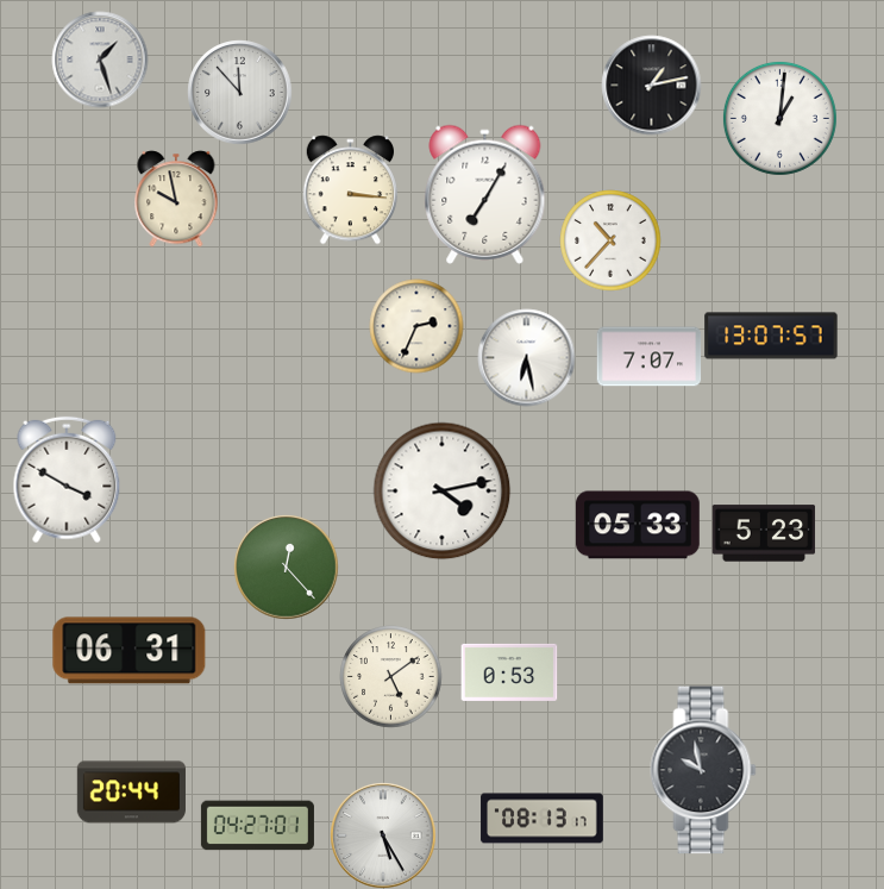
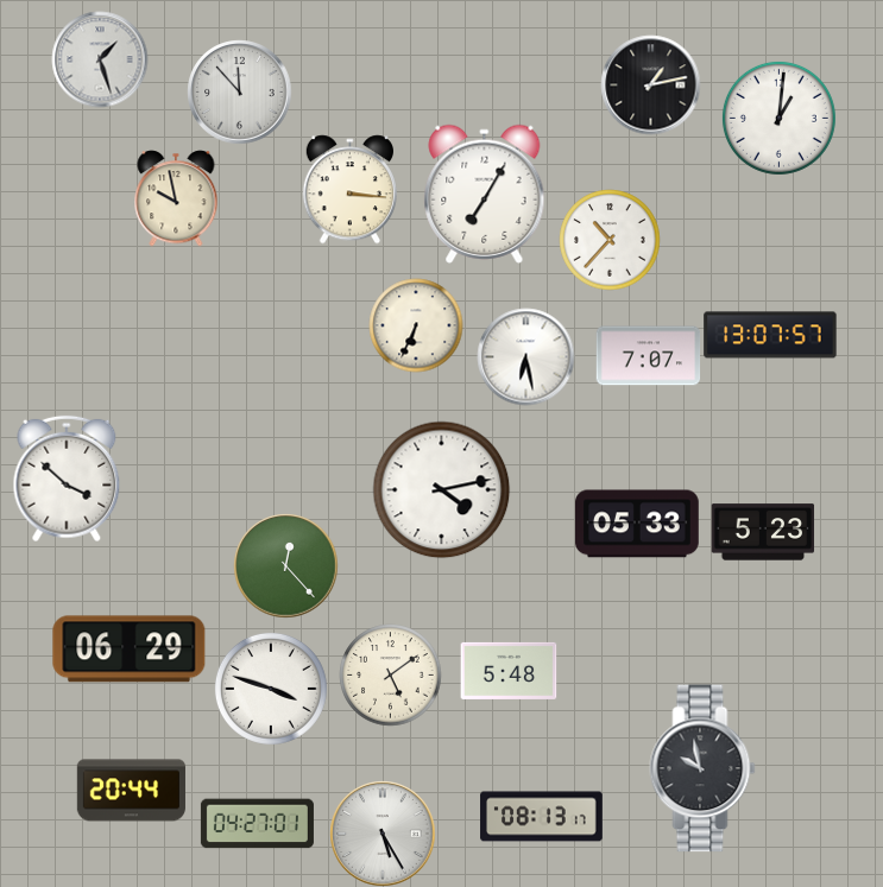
clock at (416, 326): 2:34 -> 6:34
clock at (67, 480): 3:50 -> 3:52
clock at (130, 651): 06:31 -> 06:29
clock at (509, 672): 0:53 -> 5:48
clock at (271, 689): none -> 3:48
